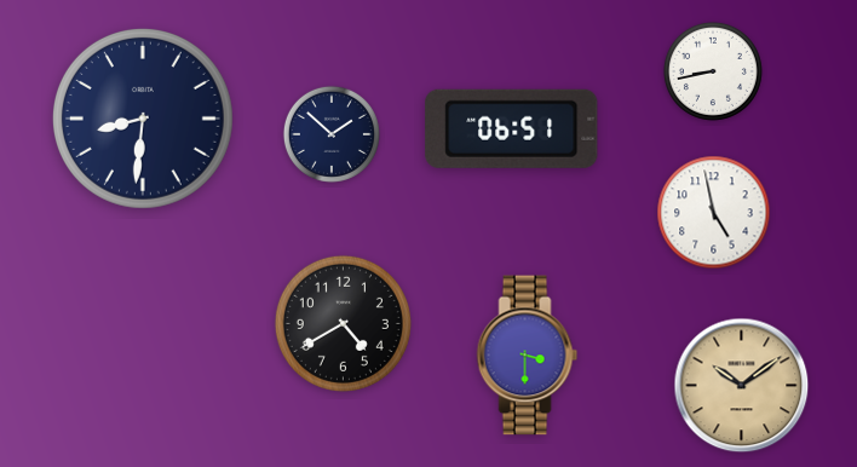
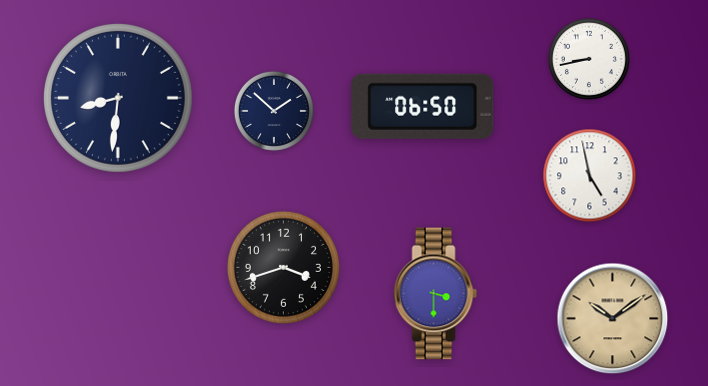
clock at (512, 128): 06:51 -> 06:50
clock at (343, 323): 4:40 -> 3:42
